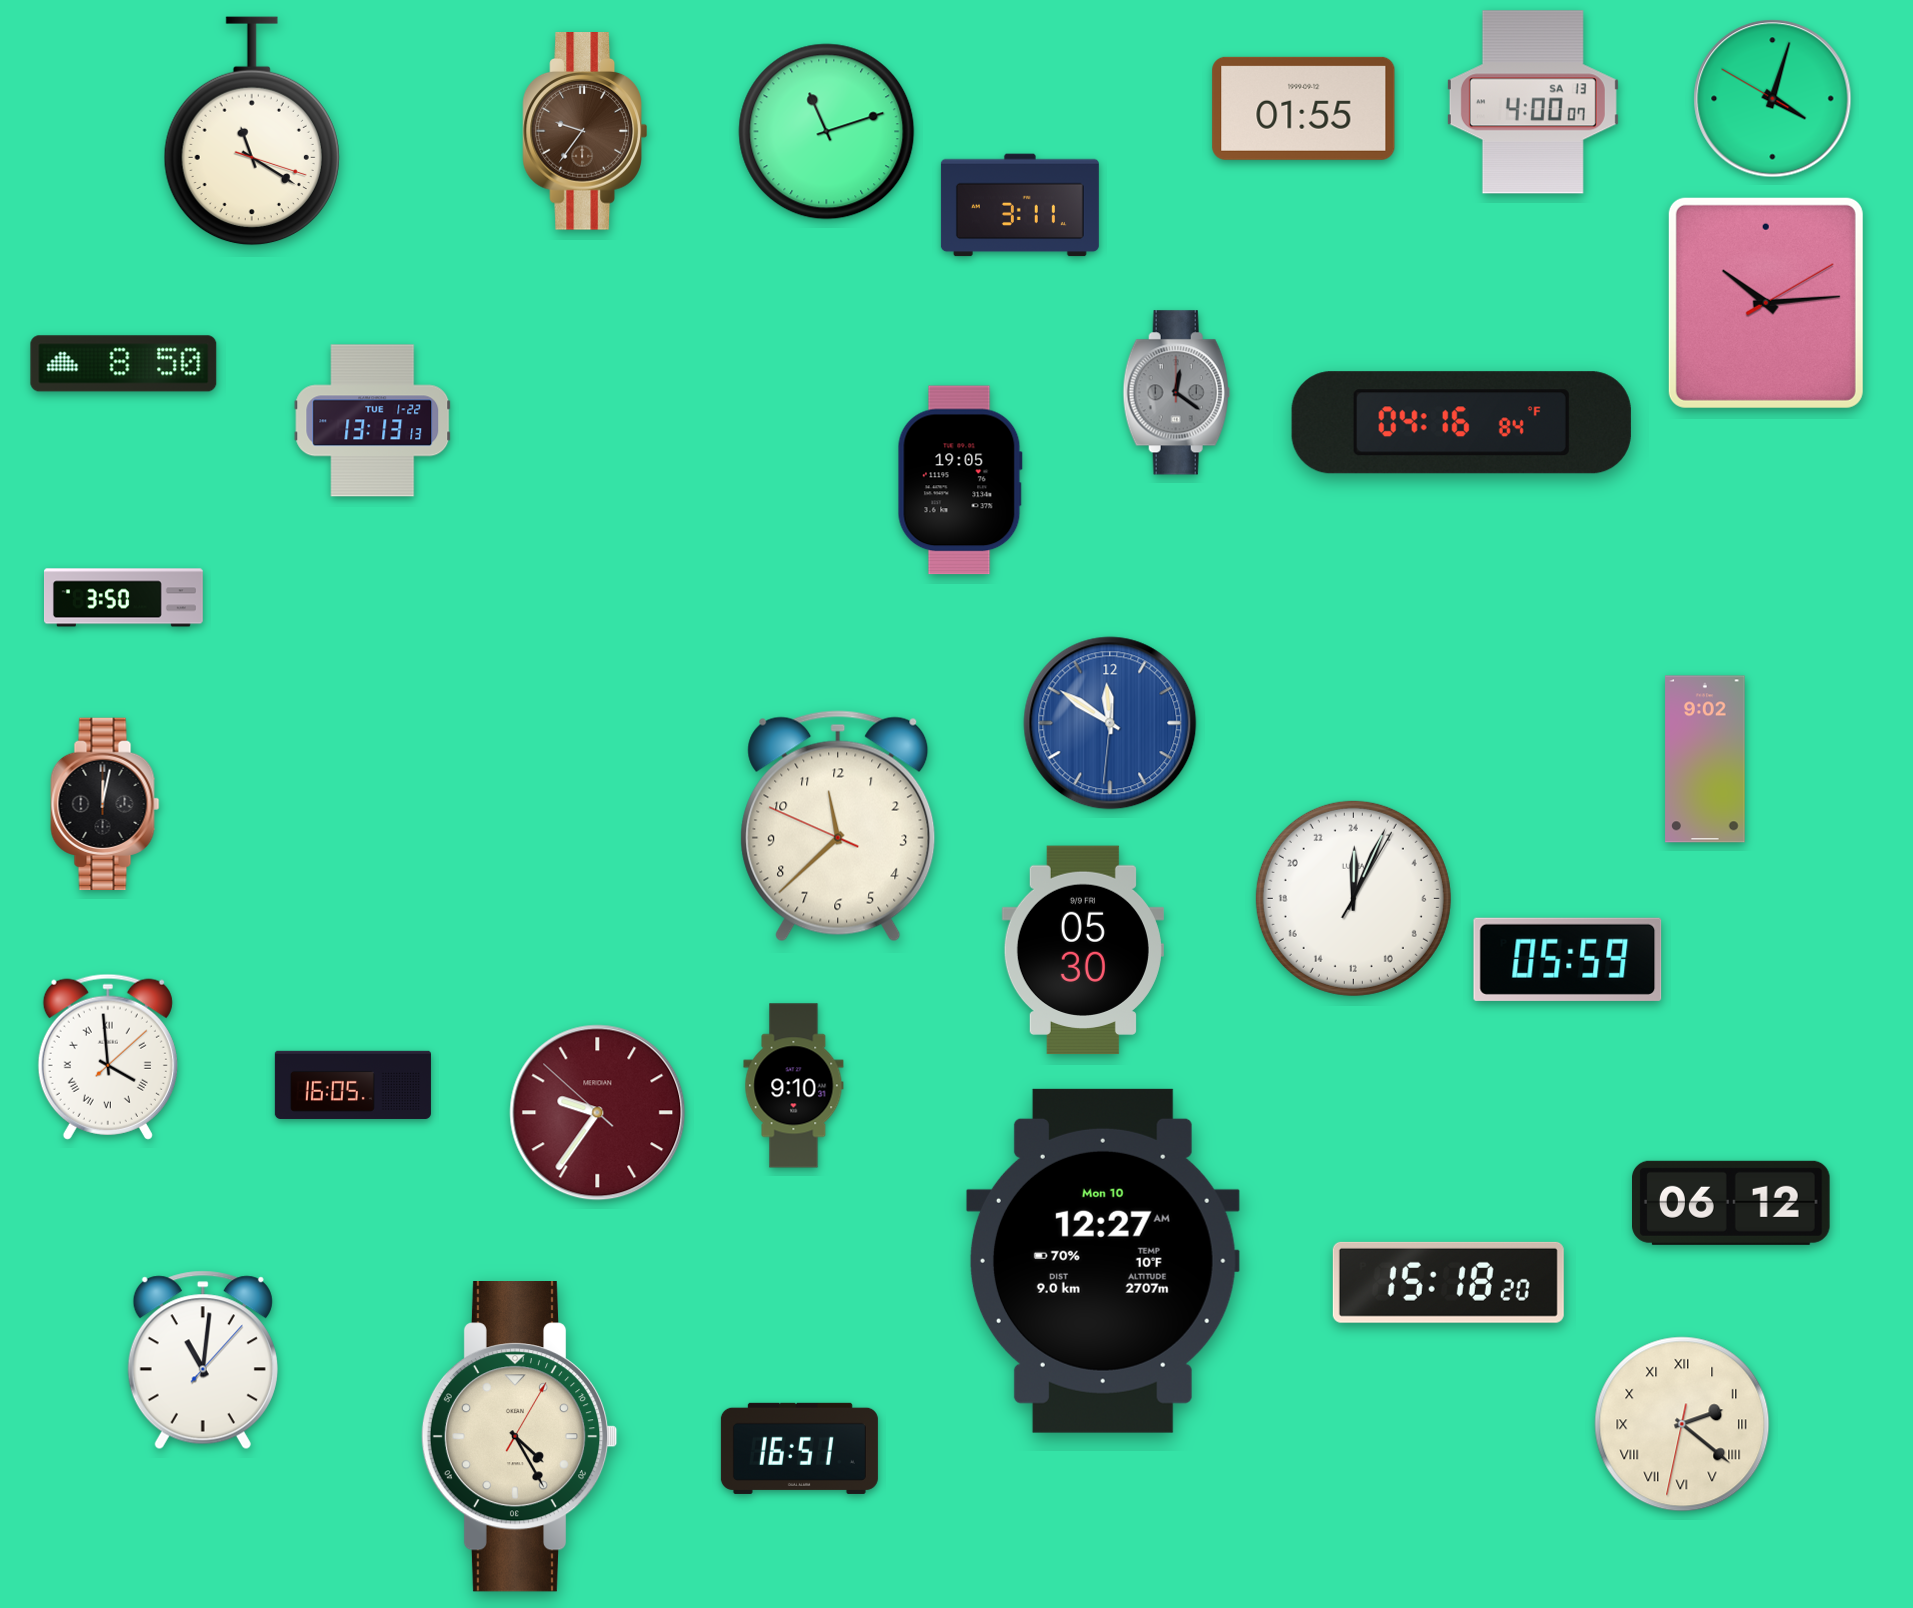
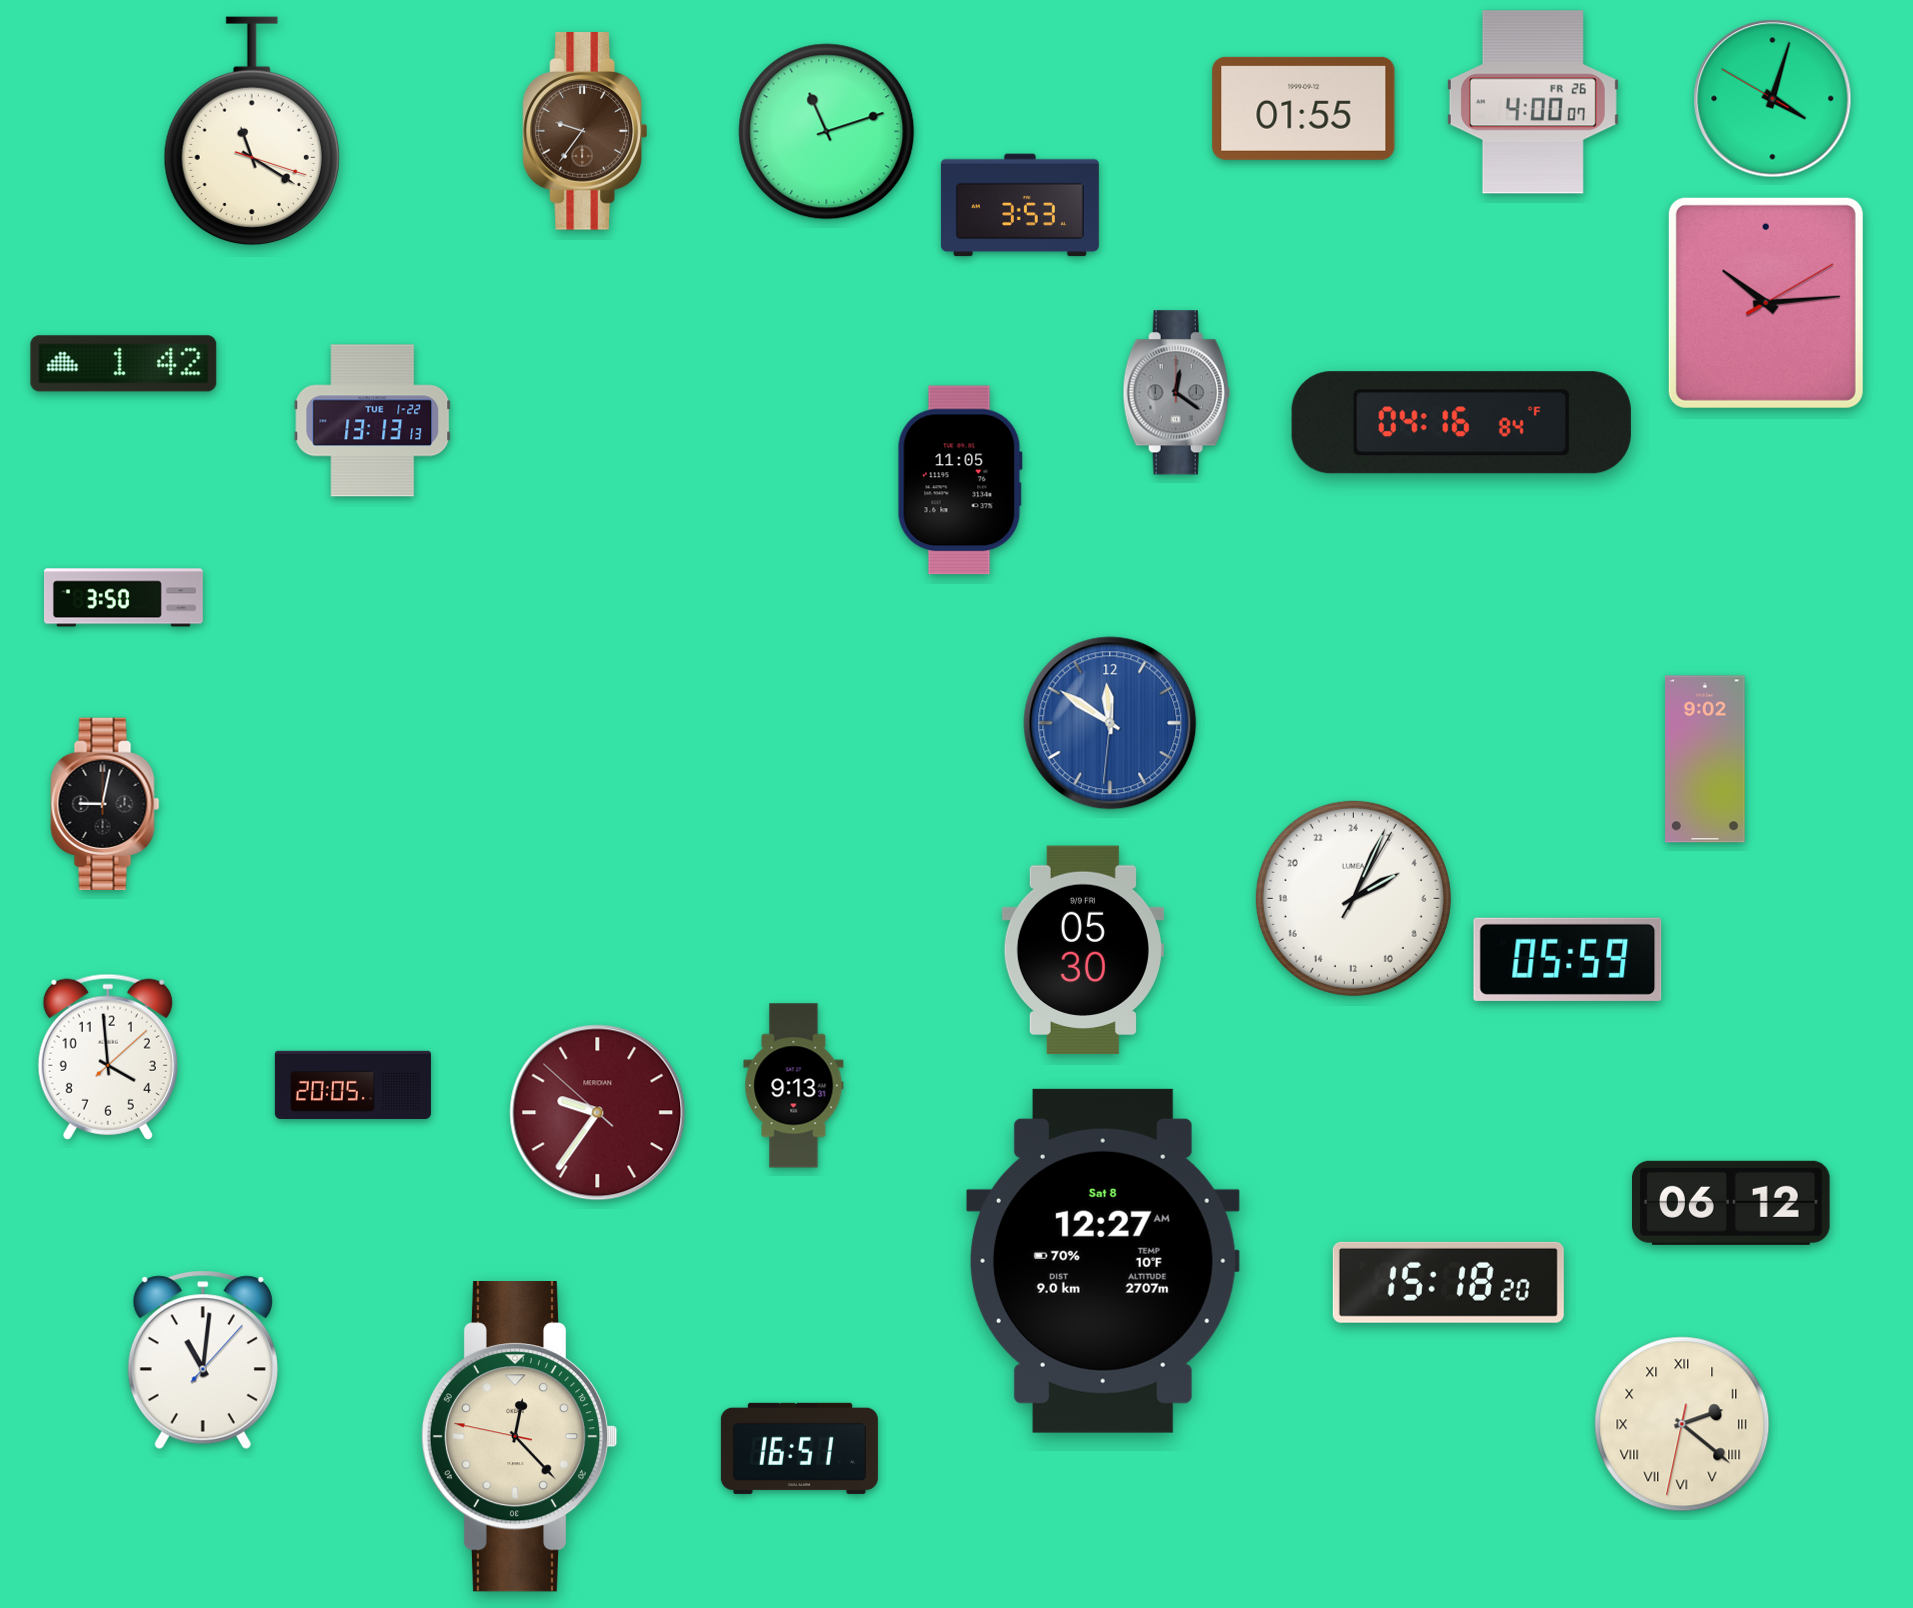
clock at (1533, 102) date: SA 13 -> FR 26
clock at (1020, 205): 3:11 -> 3:53
clock at (124, 364): 8:50 -> 1:42
clock at (960, 480): 19:05 -> 11:05
clock at (105, 803): 12:02 -> 9:02
clock at (838, 826): 11:37 -> none
clock at (1353, 898): 0:04 -> 4:04
clock at (108, 1057) numerals: Roman -> Arabic
clock at (353, 1085): 16:05 -> 20:05
clock at (794, 1086): 9:10 -> 9:13
clock at (1103, 1261) date: Mon 10 -> Sat 8
clock at (519, 1437): 4:25 -> 12:22
